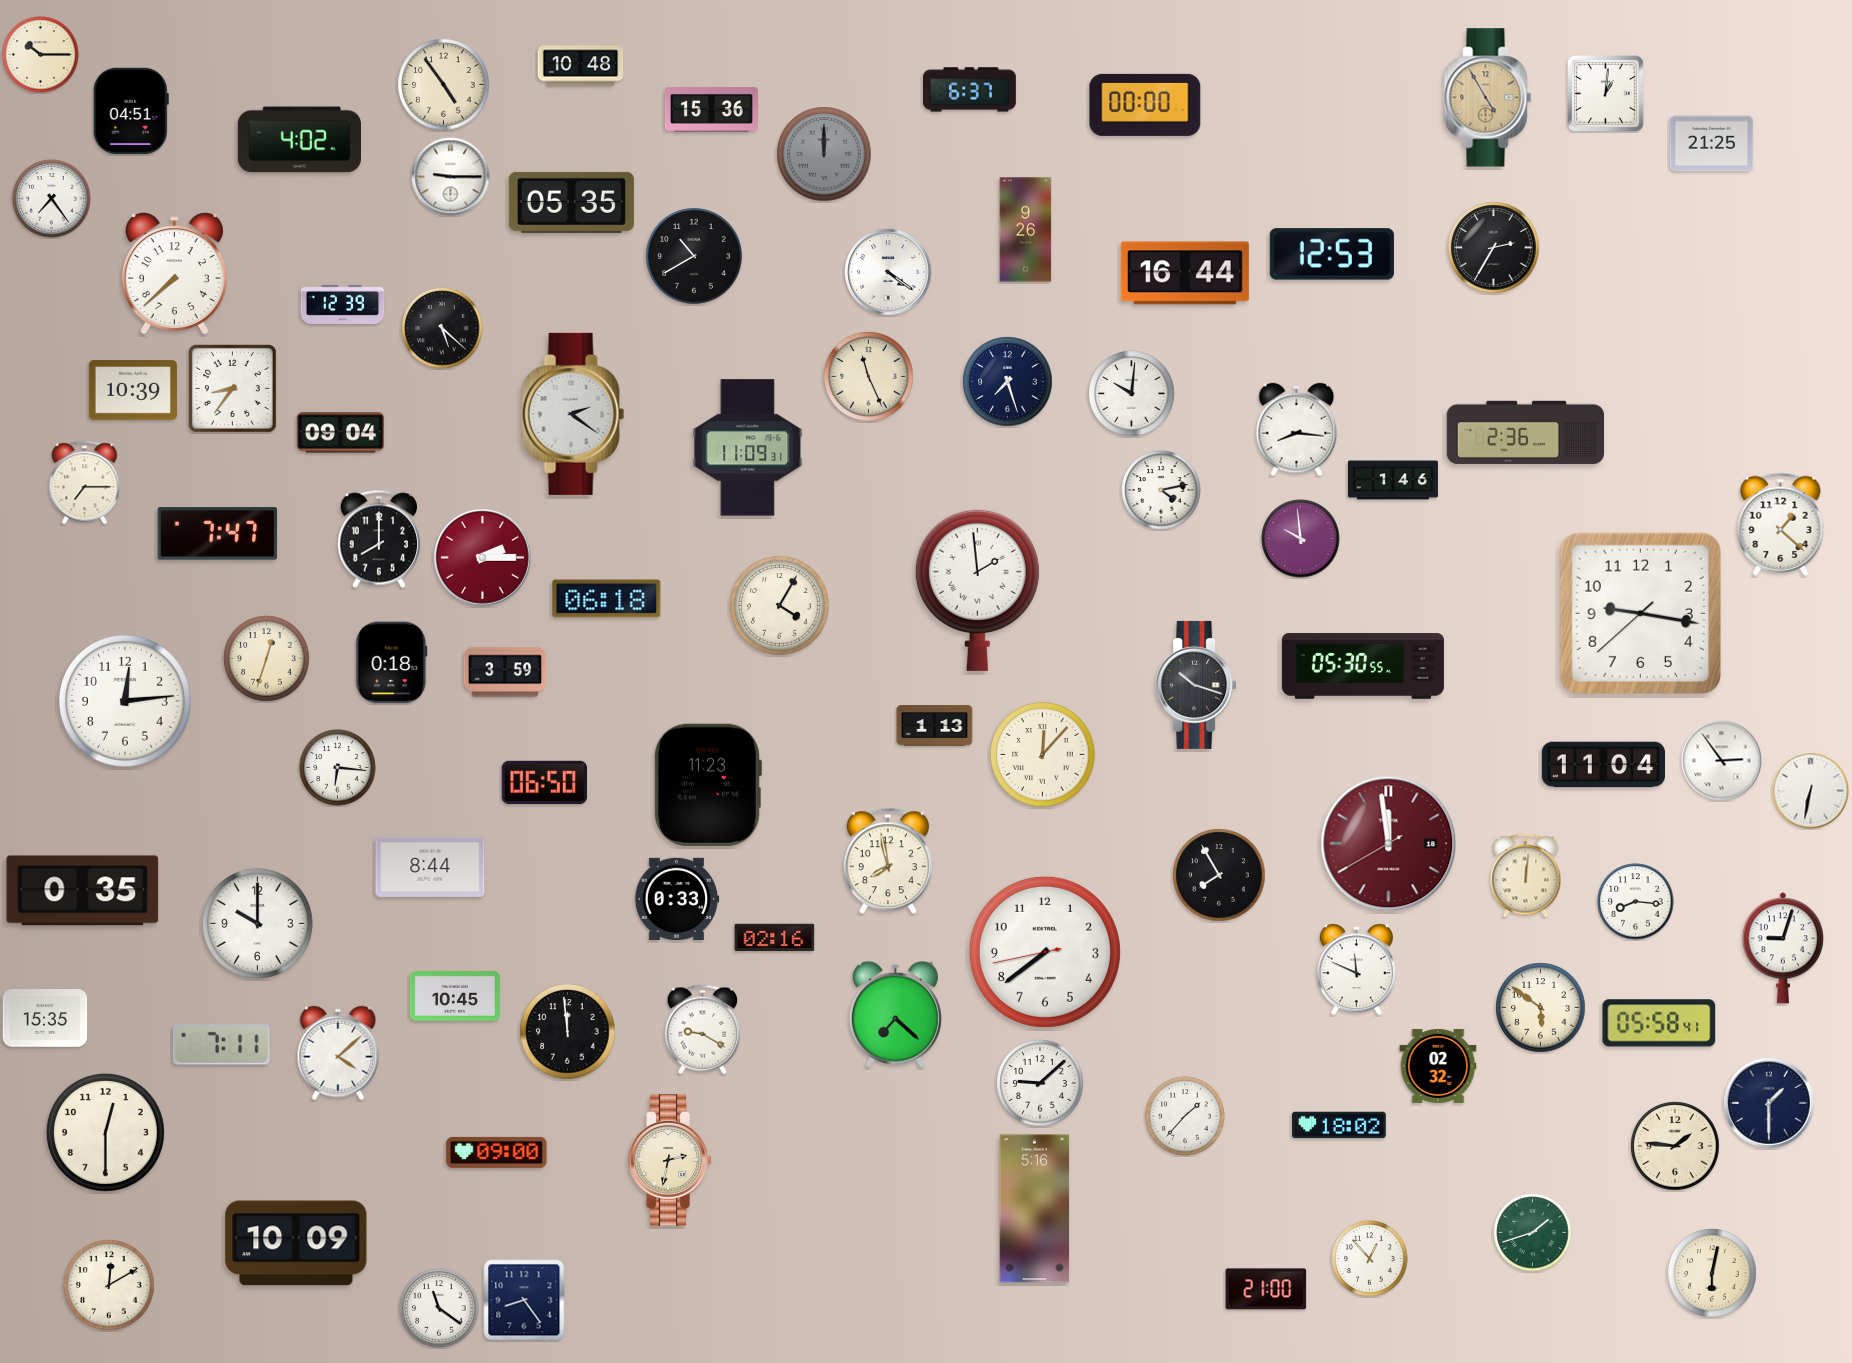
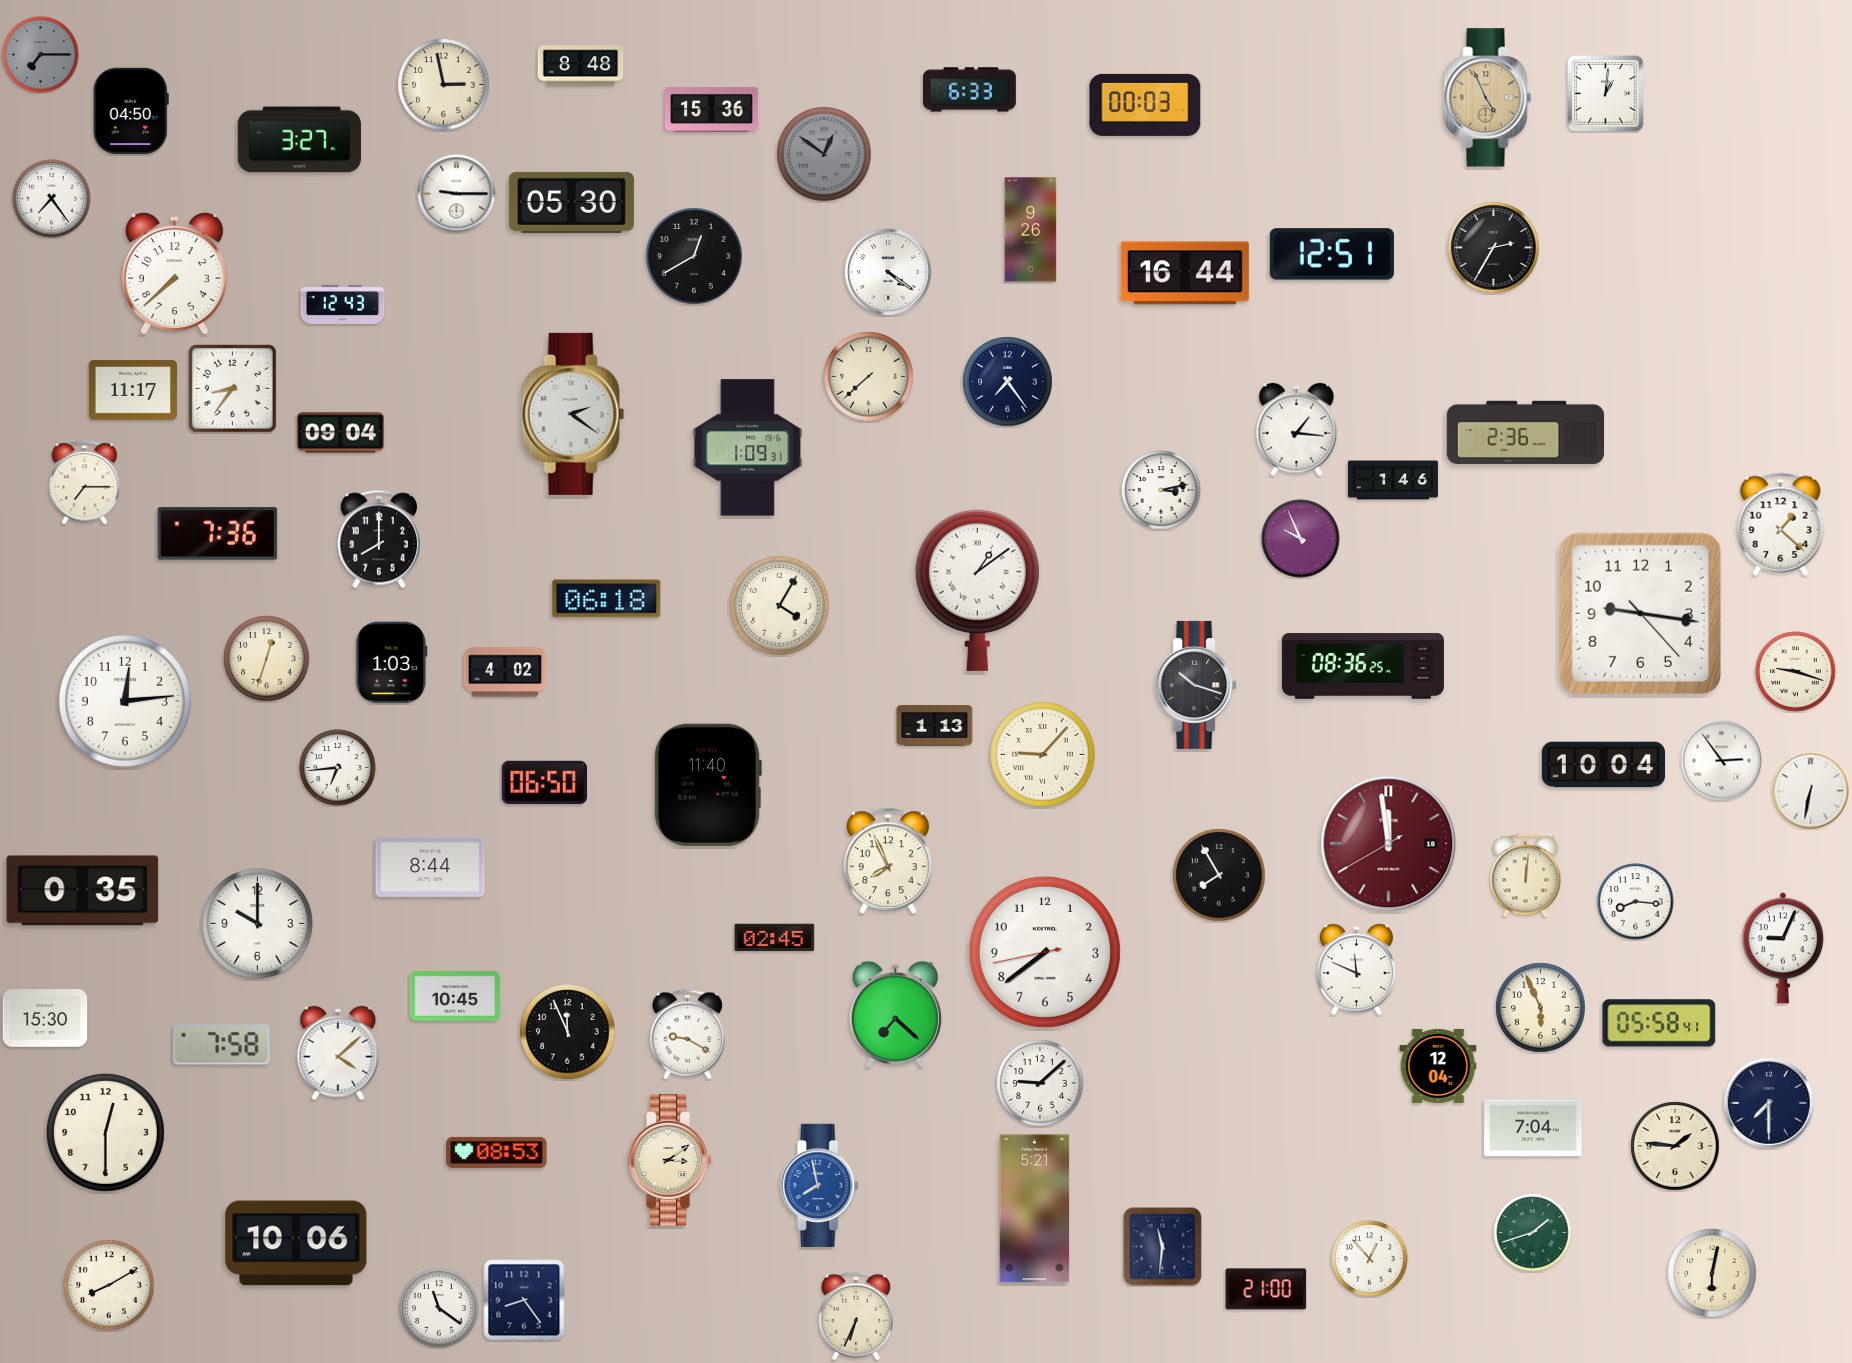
clock at (41, 55): 10:15 -> 7:15
clock at (41, 55) dial: cream -> grey
clock at (581, 66): 10:48 -> 8:48
clock at (444, 85): 4:54 -> 2:58
clock at (970, 90): 6:37 -> 6:33
clock at (1488, 98): 4:55 -> 4:56
clock at (1145, 105): 00:00 -> 00:03
clock at (131, 110): 04:51 -> 04:50
clock at (299, 140): 4:02 -> 3:27
clock at (1712, 144): 21:25 -> none
clock at (824, 154): 12:00 -> 12:51
clock at (451, 177) position: (451, 177) -> (457, 194)
clock at (571, 202): 05:35 -> 05:30
clock at (1026, 230) position: (1026, 230) -> (1031, 230)
clock at (1332, 254): 12:53 -> 12:51
clock at (694, 256): 10:40 -> 12:40
clock at (343, 304): 12:39 -> 12:43
clock at (442, 328): 5:22 -> none
clock at (869, 377): 11:26 -> 7:38
clock at (1008, 382): 7:27 -> 7:24
clock at (133, 390): 10:39 -> 11:17
clock at (1132, 394): 10:01 -> none
clock at (1297, 430): 8:16 -> 1:16
clock at (748, 448): 11:09 -> 1:09
clock at (1161, 490): 4:13 -> 3:13
clock at (218, 534): 7:47 -> 7:36
clock at (1301, 539): 9:59 -> 9:56
clock at (482, 557): 2:15 -> none
clock at (977, 590): 1:59 -> 1:09
clock at (1640, 613): 9:16:38 -> 9:16:23
clock at (392, 663): 0:18 -> 1:03
clock at (1363, 666): 05:30 -> 08:36
clock at (505, 672): 3:59 -> 4:02
clock at (1796, 672): none -> 9:18
clock at (1043, 755): 12:07 -> 9:07
clock at (1603, 765): 11:04 -> 10:04
clock at (338, 768): 6:16 -> 6:44
clock at (708, 785): 11:23 -> 11:40
clock at (888, 862): 7:58 -> 7:56
clock at (677, 898): 0:33 -> none
clock at (775, 938): 02:16 -> 02:45
clock at (1783, 948): 9:03 -> 9:04
clock at (1541, 1008): 5:51 -> 5:56
clock at (45, 1019): 15:35 -> 15:30
clock at (703, 1030) position: (703, 1030) -> (688, 1035)
clock at (568, 1032): 11:59 -> 11:56
clock at (222, 1045): 7:11 -> 7:58
clock at (1438, 1066): 02:32 -> 12:04
clock at (1769, 1103): 1:30 -> 7:30
clock at (1185, 1116): 1:37 -> none
clock at (1340, 1125): 18:02 -> none
clock at (1533, 1128): none -> 7:04
clock at (497, 1152): 09:00 -> 08:53
clock at (670, 1160): 2:32 -> 3:09
clock at (820, 1185): none -> 7:58
clock at (1035, 1209): 5:16 -> 5:21
clock at (296, 1243): 10:09 -> 10:06
clock at (1163, 1247): none -> 11:31
clock at (109, 1285): 12:10 -> 8:10
clock at (856, 1316): none -> 6:34
